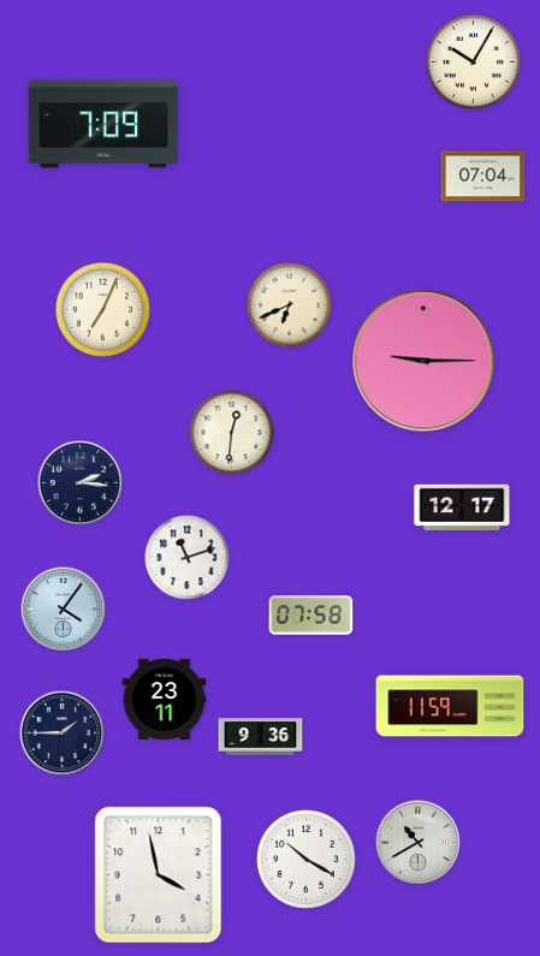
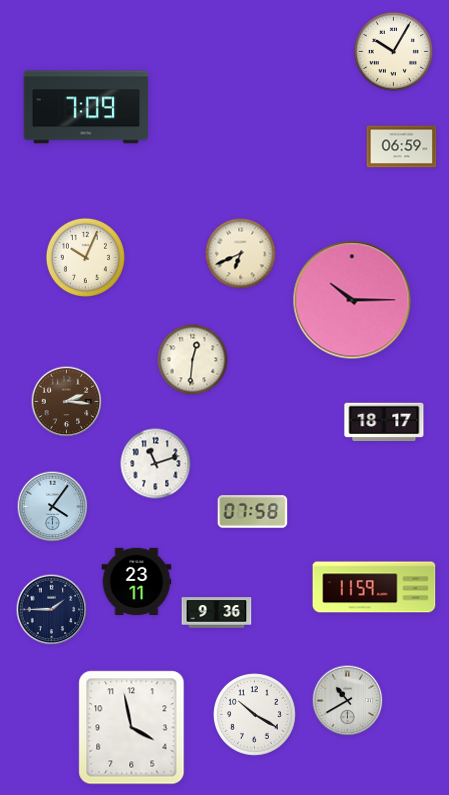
clock at (103, 124) position: (103, 124) -> (86, 107)
clock at (483, 177): 07:04 -> 06:59
clock at (102, 309): 7:04 -> 10:04
clock at (423, 361): 9:15 -> 10:15
clock at (81, 483) dial: navy -> brown
clock at (462, 507): 12:17 -> 18:17
clock at (311, 616) position: (311, 616) -> (253, 512)
